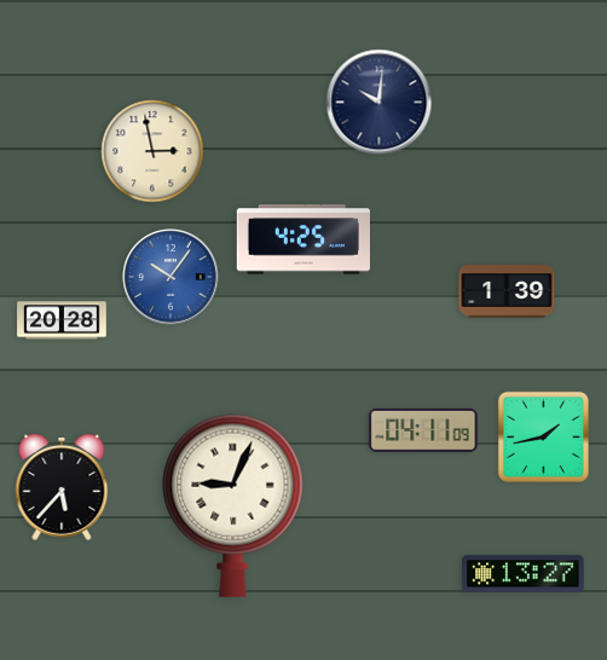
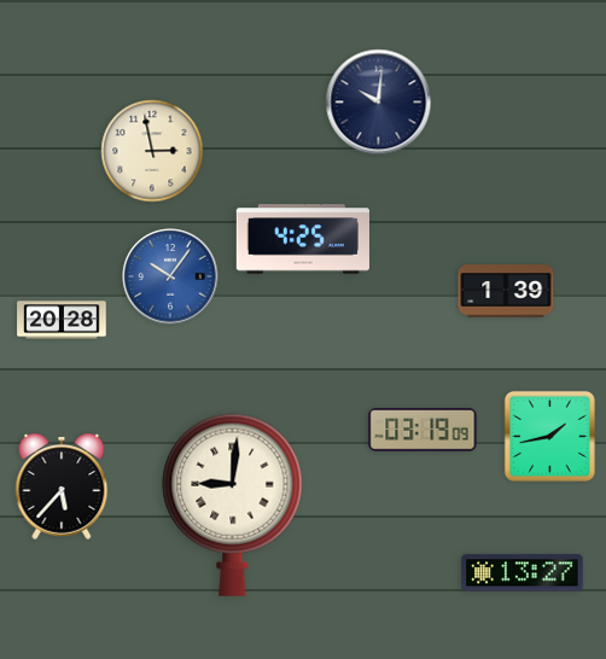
clock at (423, 432): 04:11 -> 03:19
clock at (543, 436) position: (543, 436) -> (549, 436)
clock at (233, 505): 9:04 -> 9:01
